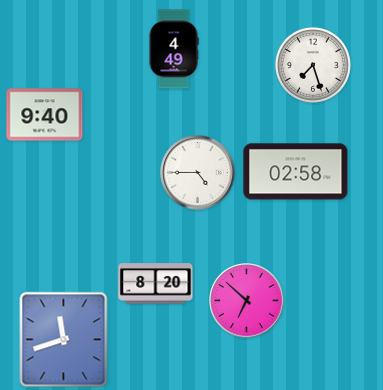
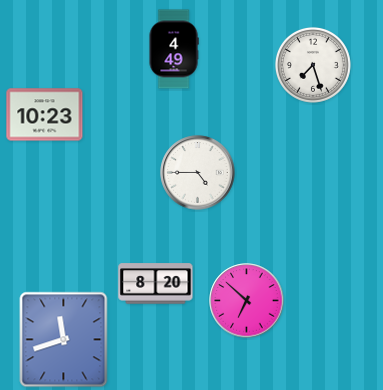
clock at (45, 115): 9:40 -> 10:23
clock at (296, 172): 02:58 -> none
